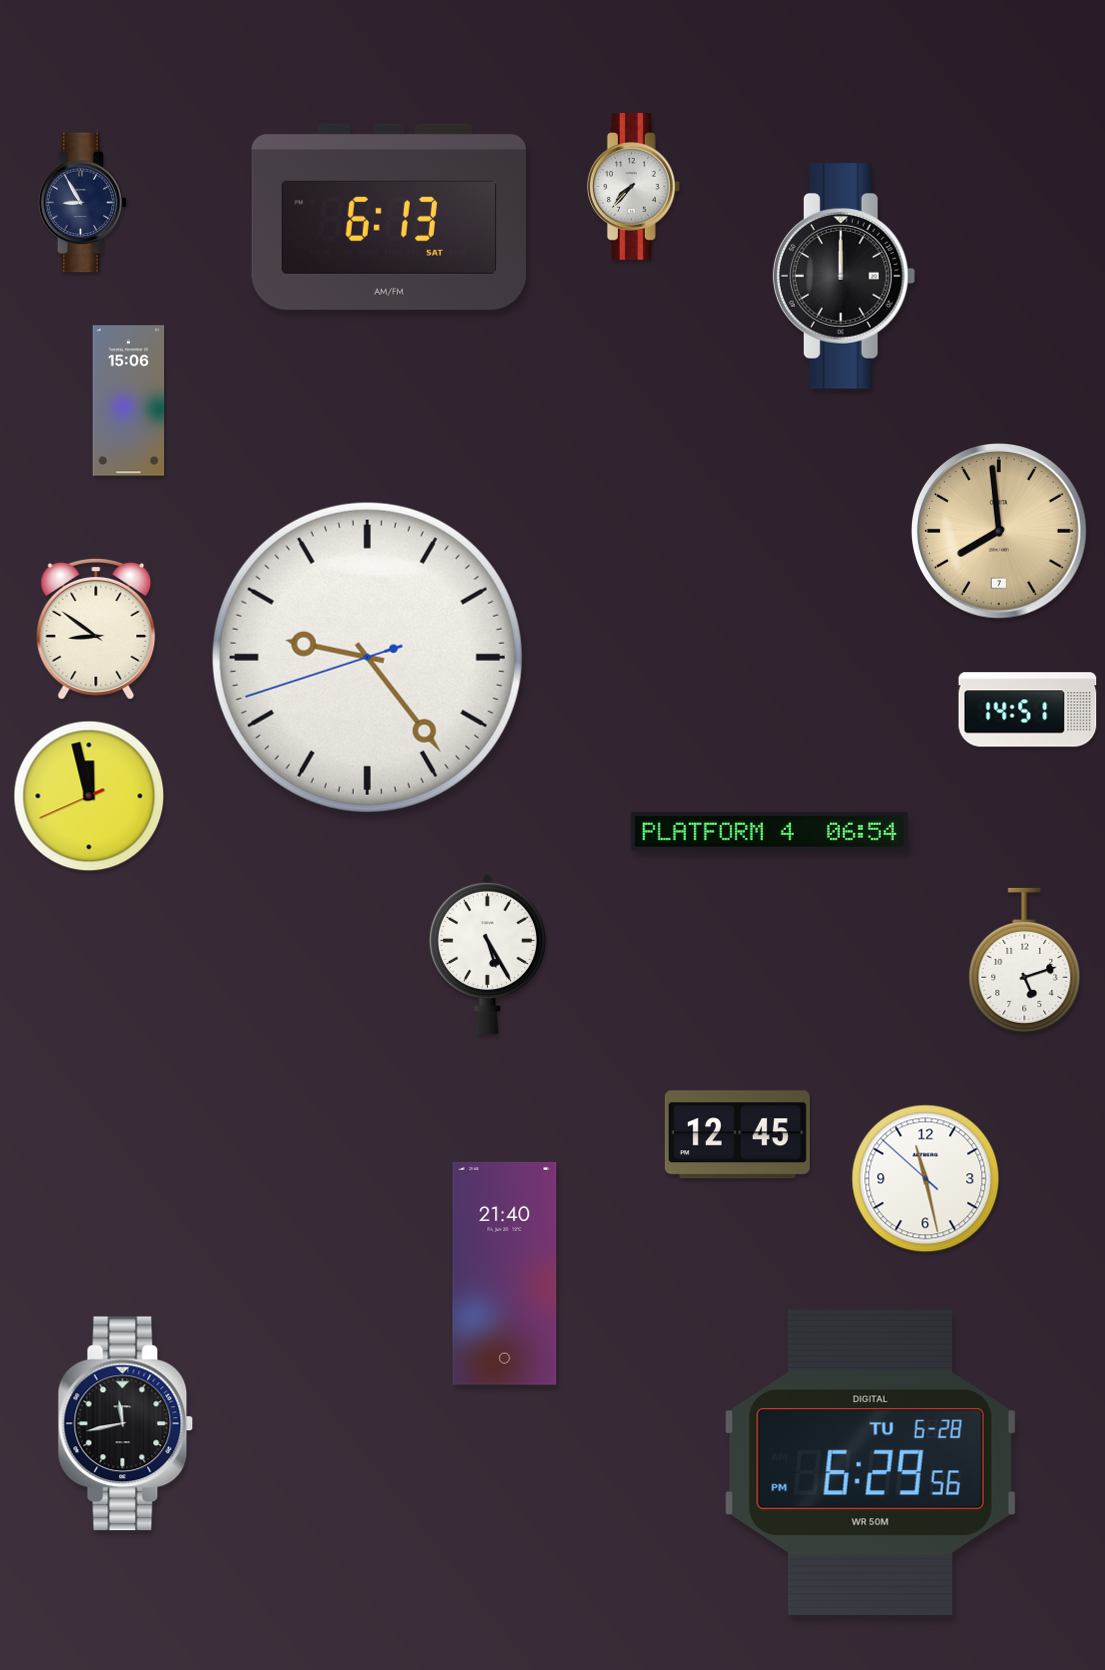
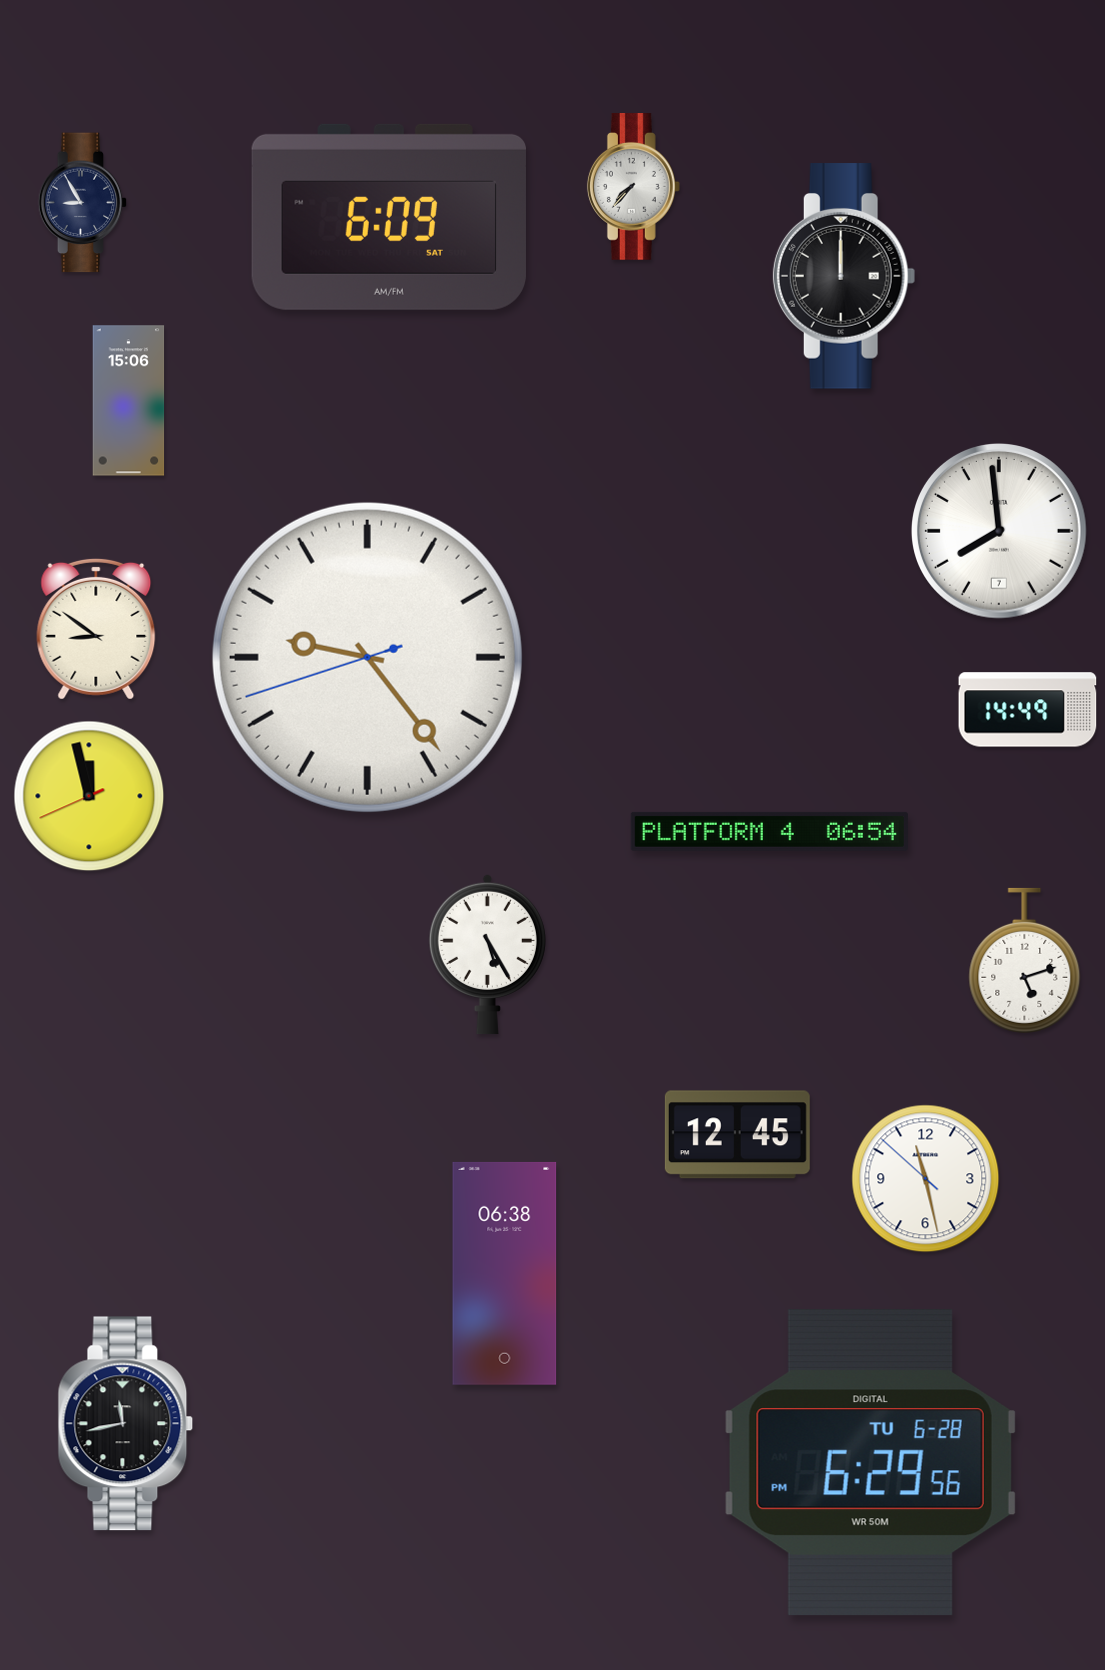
clock at (389, 217): 6:13 -> 6:09
clock at (1000, 532) dial: champagne -> white
clock at (1028, 710): 14:51 -> 14:49
clock at (505, 1273): 21:40 -> 06:38
